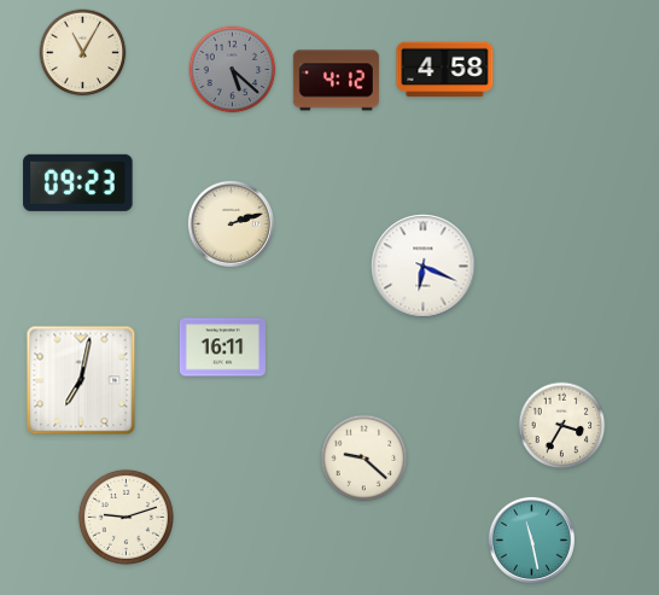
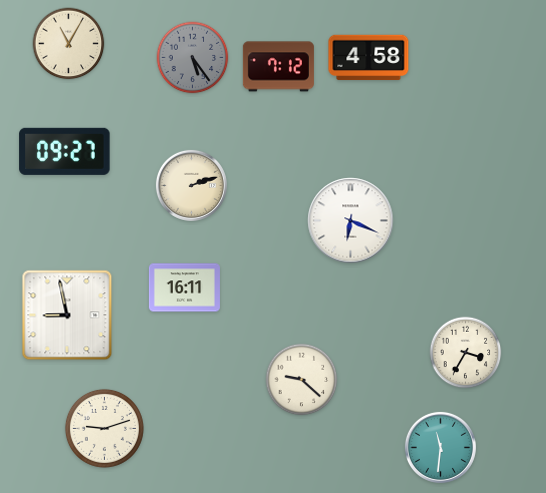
clock at (233, 70): 5:22 -> 5:24
clock at (336, 81): 4:12 -> 7:12
clock at (78, 182): 09:23 -> 09:27
clock at (81, 380): 7:02 -> 8:58
clock at (531, 539): 11:28 -> 11:31
